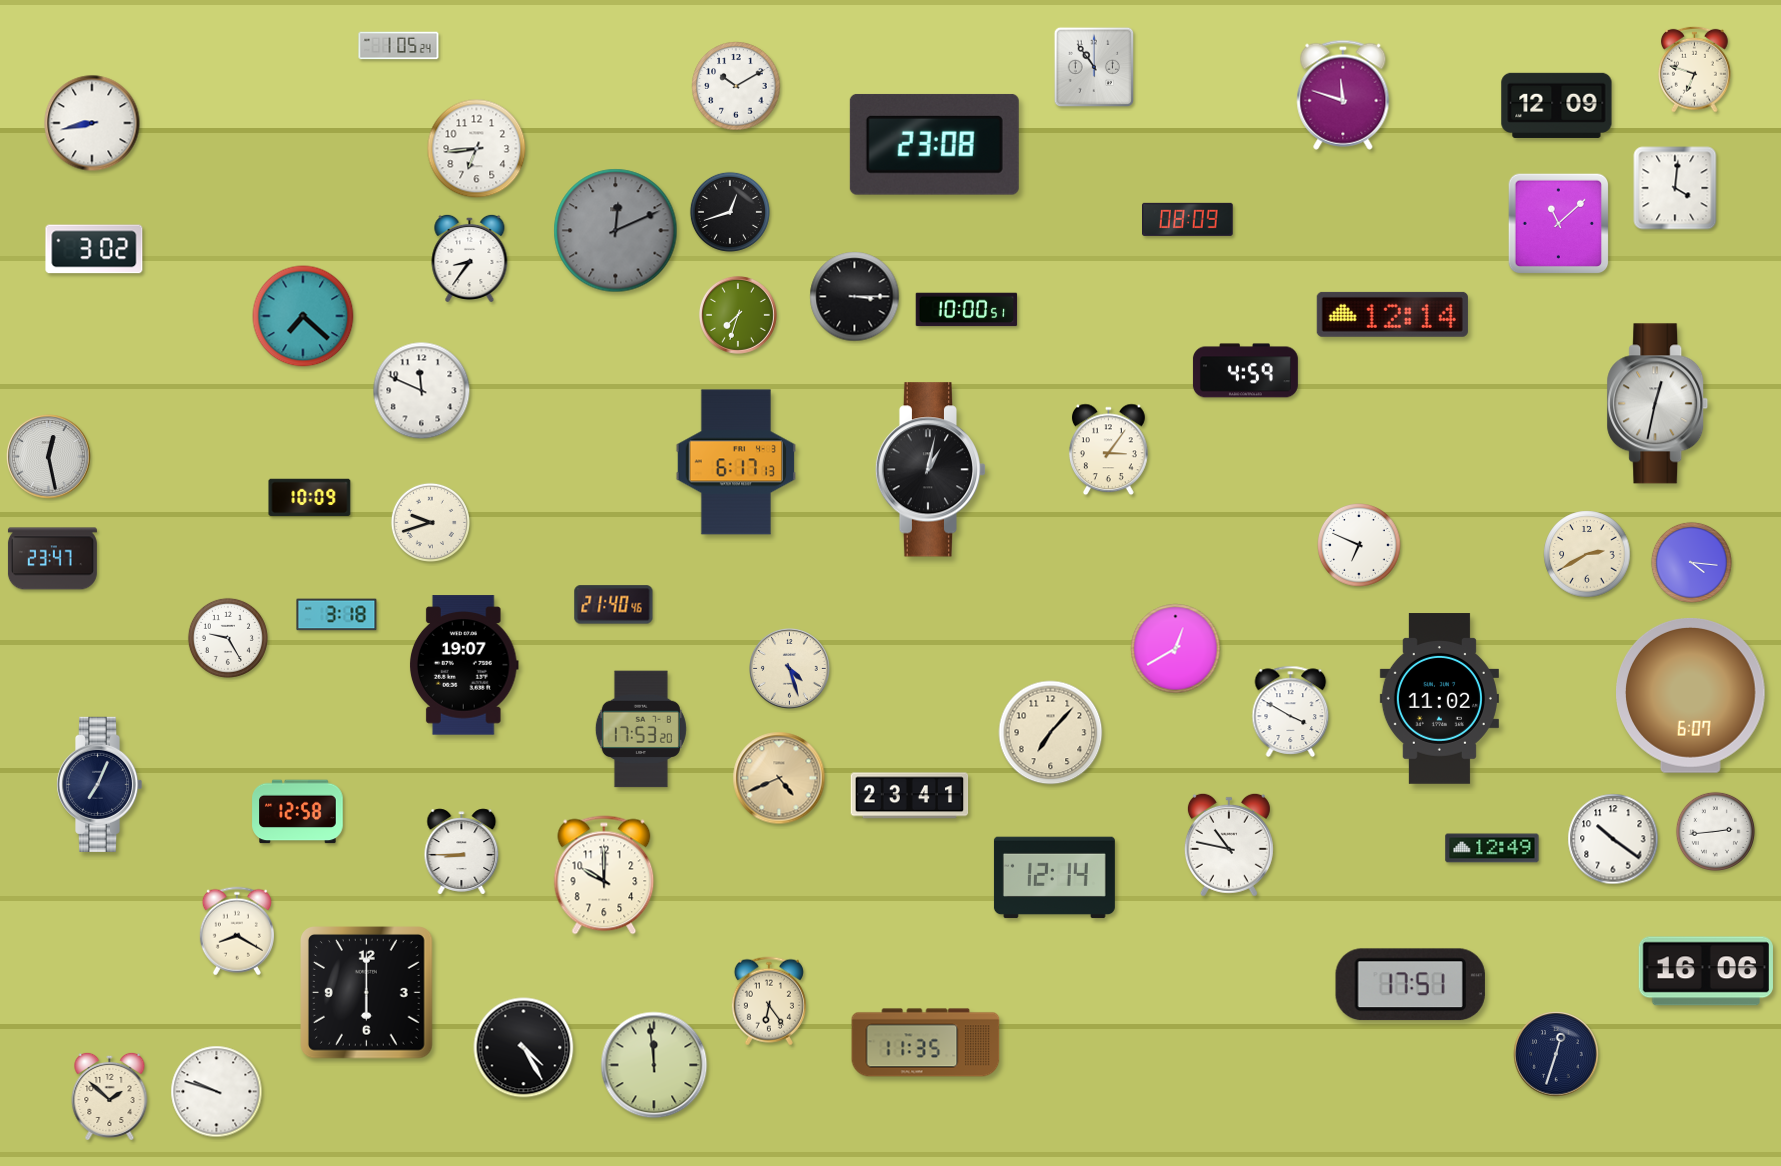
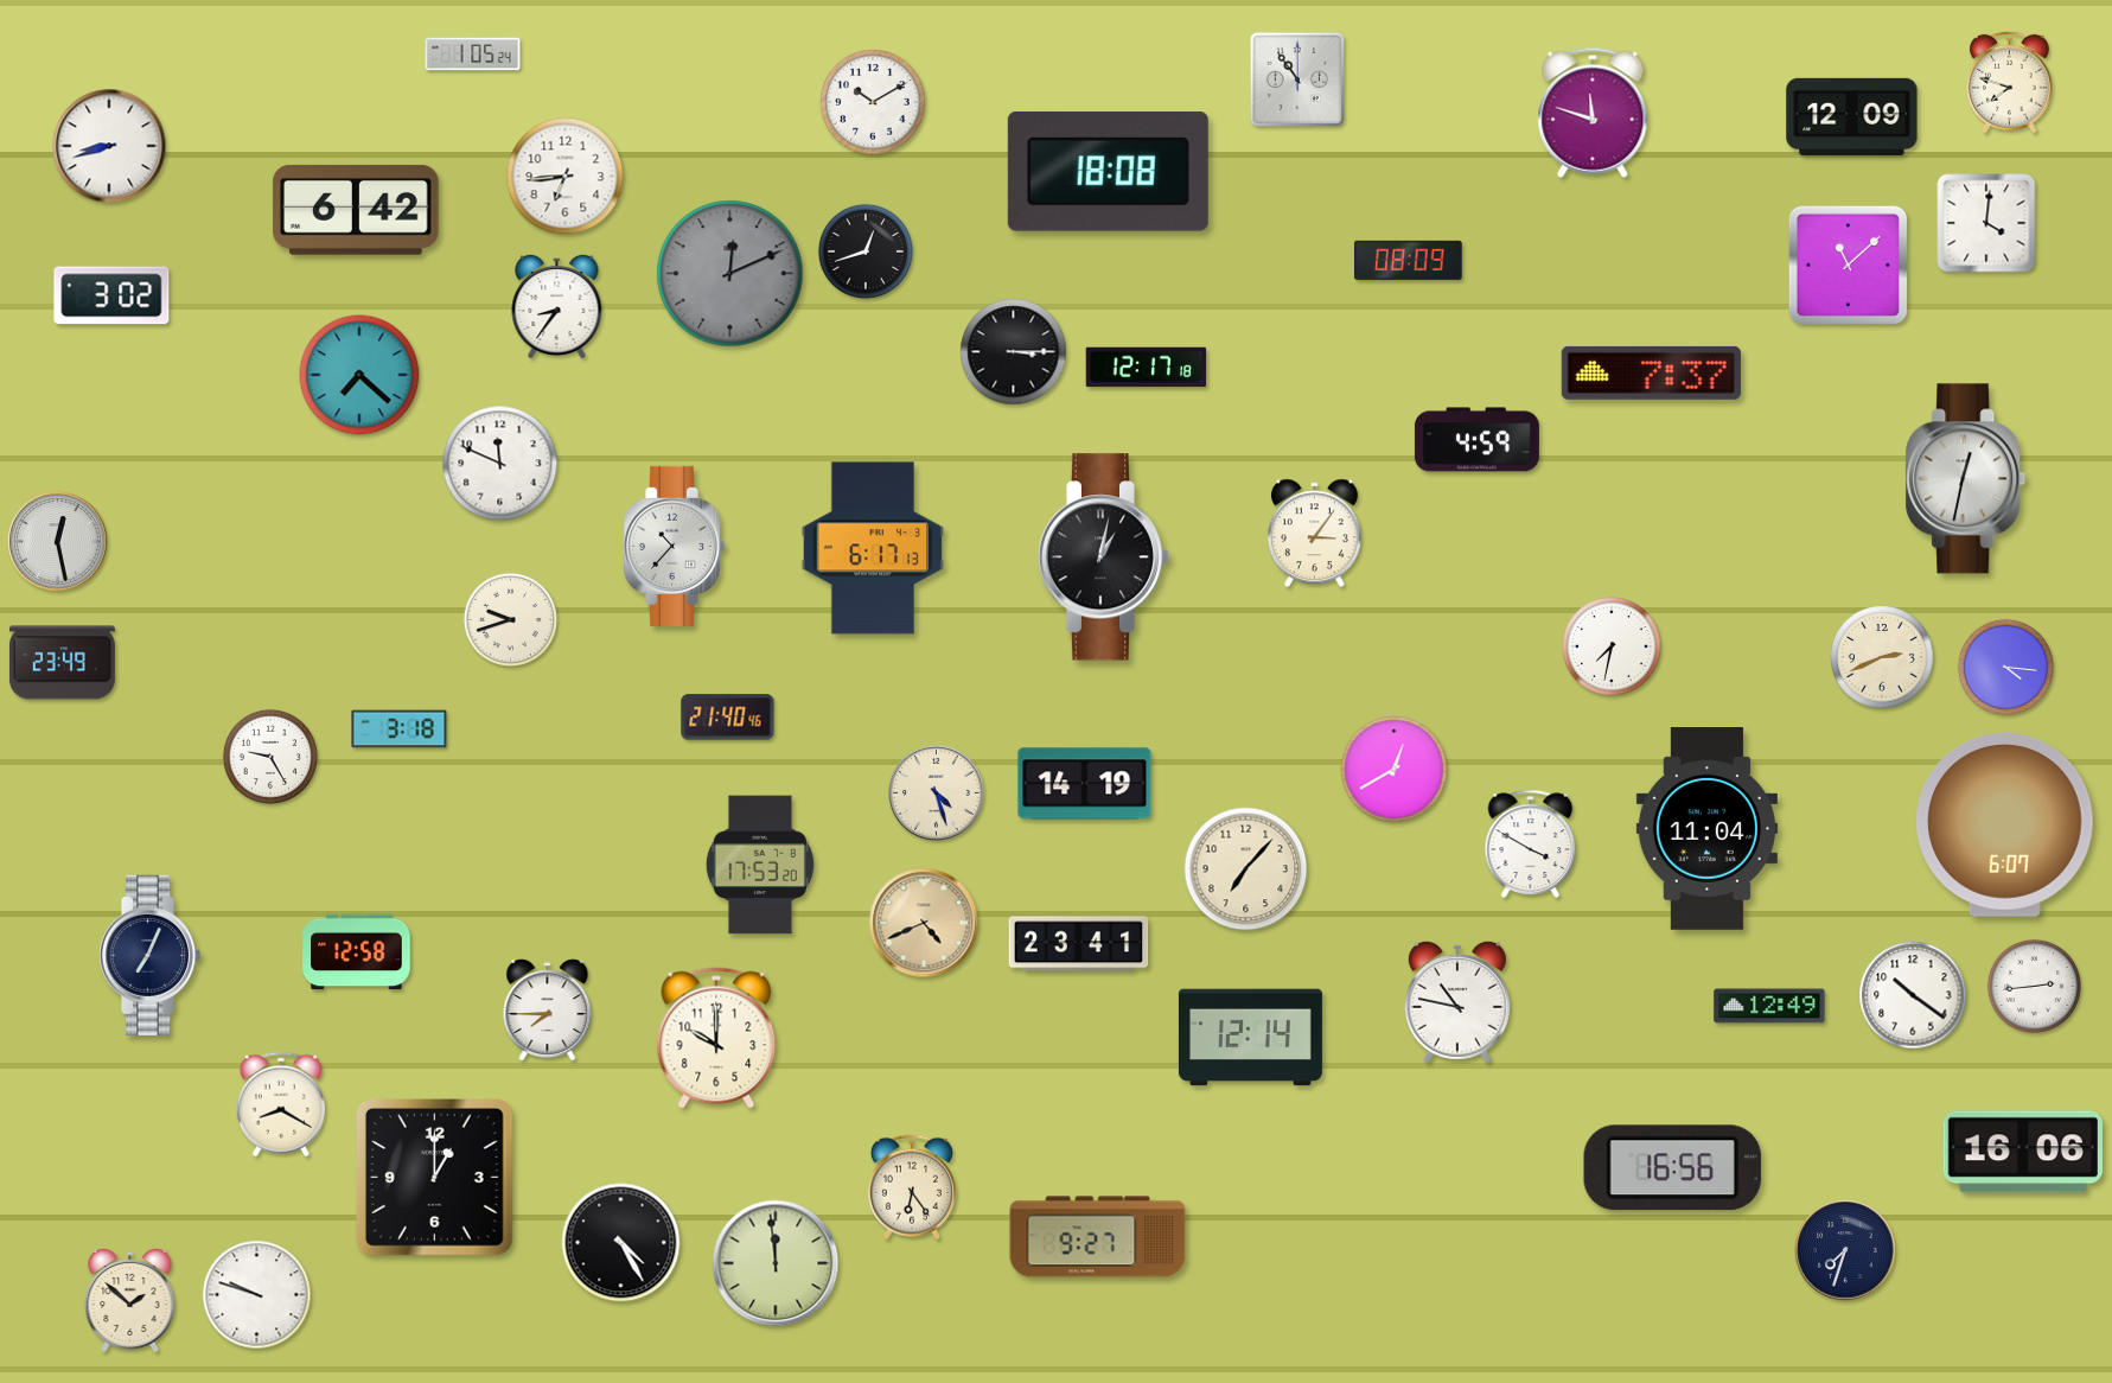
clock at (1695, 69): 6:48 -> 7:48
clock at (1557, 105) position: (1557, 105) -> (1852, 116)
clock at (92, 123): 8:43 -> 8:42
clock at (934, 144): 23:08 -> 18:08
clock at (356, 210): none -> 6:42
clock at (967, 310): 10:00 -> 12:17
clock at (1392, 314): 12:14 -> 7:37
clock at (738, 315): 7:33 -> none
clock at (674, 546): none -> 10:37
clock at (310, 498): 10:09 -> none
clock at (1360, 546): 6:49 -> 7:32
clock at (1587, 554): 2:40 -> 2:41
clock at (52, 559): 23:47 -> 23:49
clock at (1085, 784): none -> 14:19
clock at (464, 665): 19:07 -> none
clock at (1439, 699): 11:02 -> 11:04
clock at (99, 784) position: (99, 784) -> (149, 955)
clock at (298, 812) position: (298, 812) -> (357, 952)
clock at (462, 852): 8:45 -> 7:45
clock at (1054, 878) position: (1054, 878) -> (1250, 1038)
clock at (1410, 985): 17:51 -> 16:56
clock at (367, 993): 6:00 -> 1:00
clock at (926, 1043): 11:35 -> 9:27
clock at (1556, 1054): 12:33 -> 7:33
